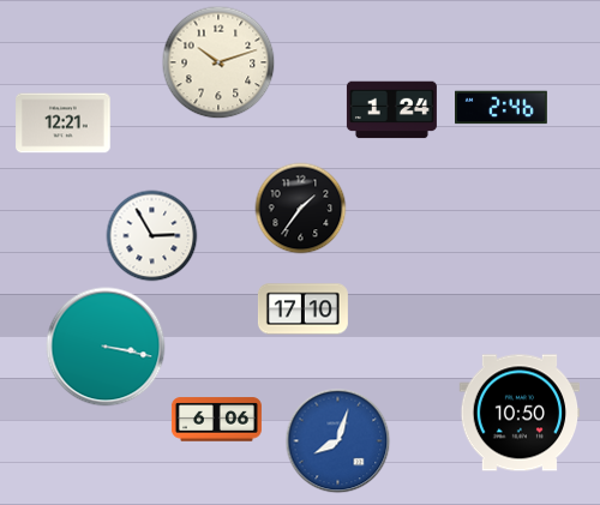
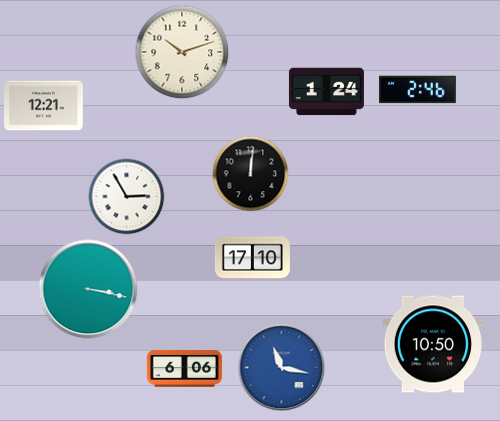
clock at (64, 124) position: (64, 124) -> (44, 106)
clock at (301, 209): 1:36 -> 12:01
clock at (216, 420) position: (216, 420) -> (184, 369)
clock at (338, 441): 8:03 -> 11:17
